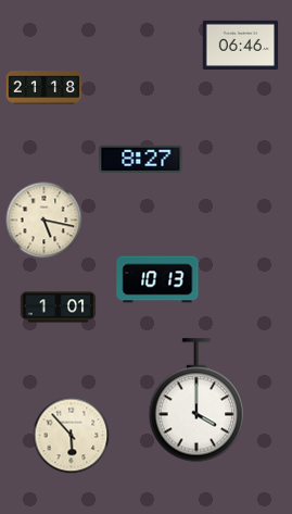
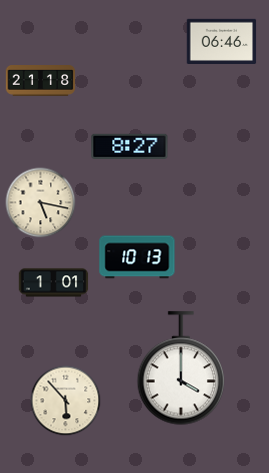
clock at (157, 279) position: (157, 279) -> (137, 257)
